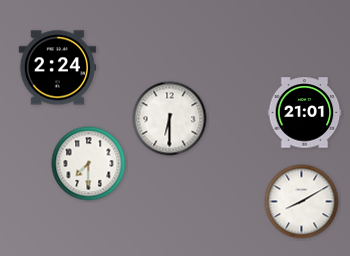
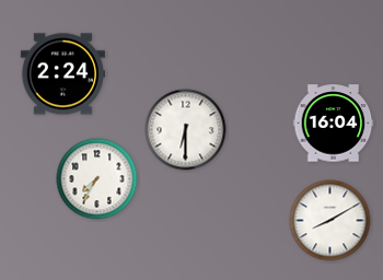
clock at (305, 113): 21:01 -> 16:04
clock at (89, 164): 7:30 -> 7:35
